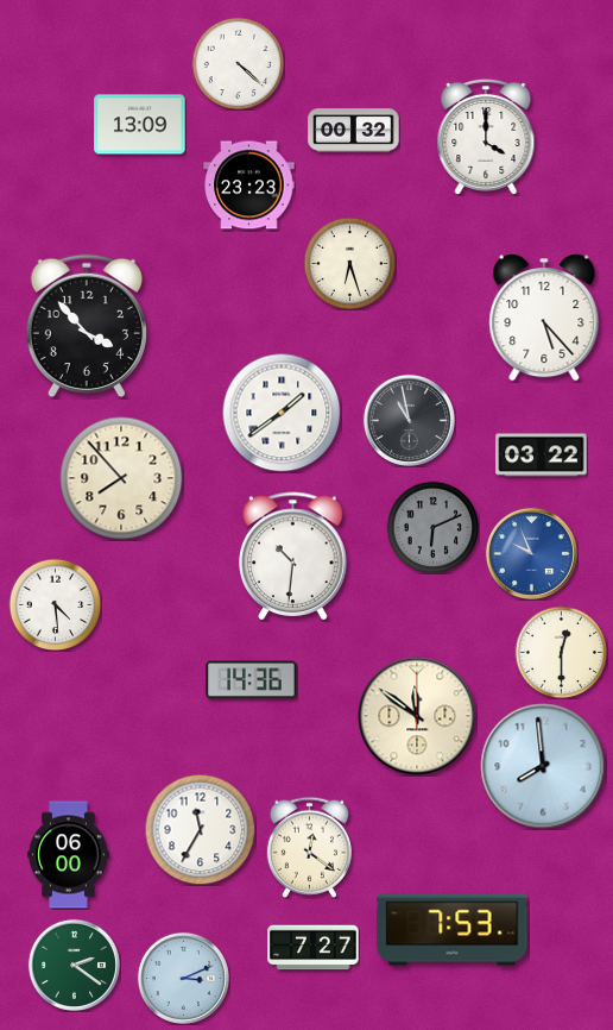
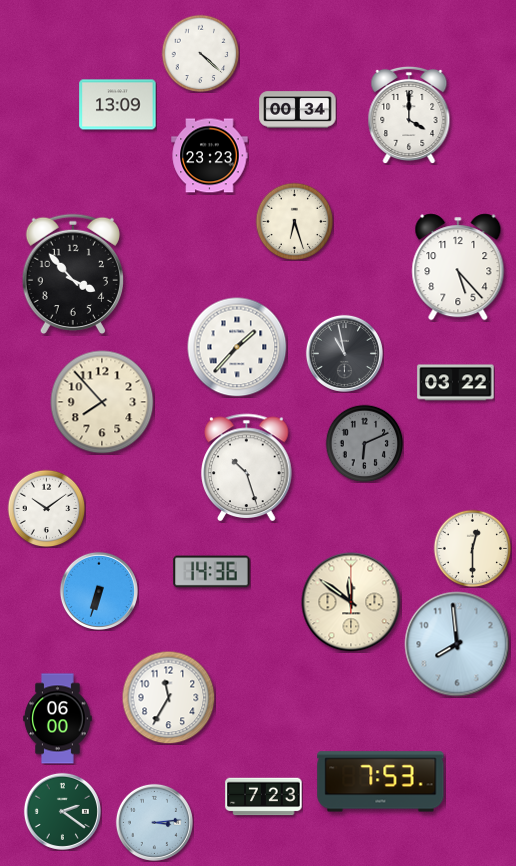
clock at (354, 131): 00:32 -> 00:34
clock at (282, 413): 1:39 -> 1:37
clock at (531, 553): 9:56 -> none
clock at (293, 555): 10:31 -> 10:27
clock at (55, 604): 4:29 -> 10:09
clock at (99, 591): none -> 6:33
clock at (309, 847): 12:21 -> none
clock at (314, 948): 7:27 -> 7:23
clock at (183, 978): 3:11 -> 3:14
